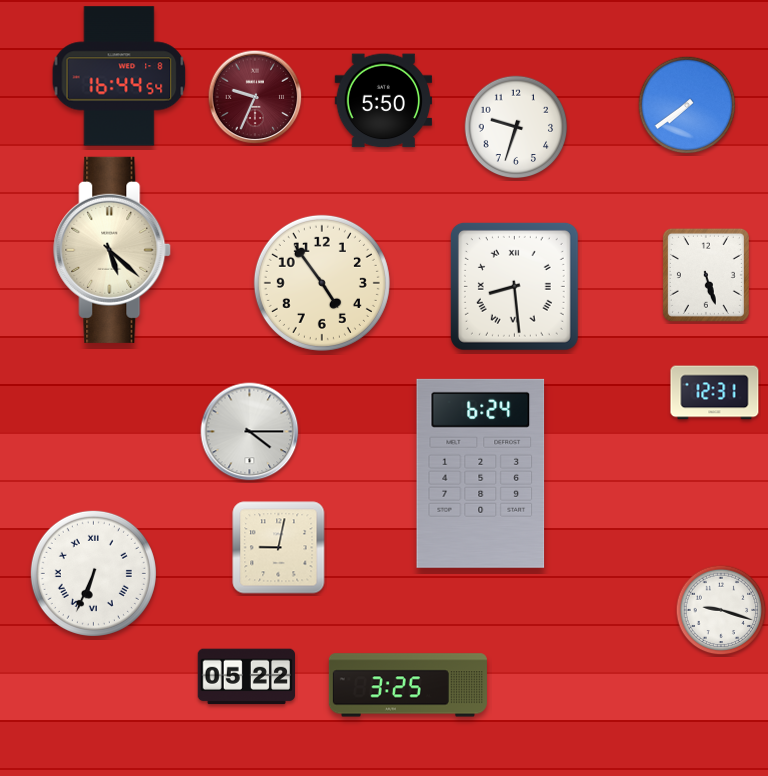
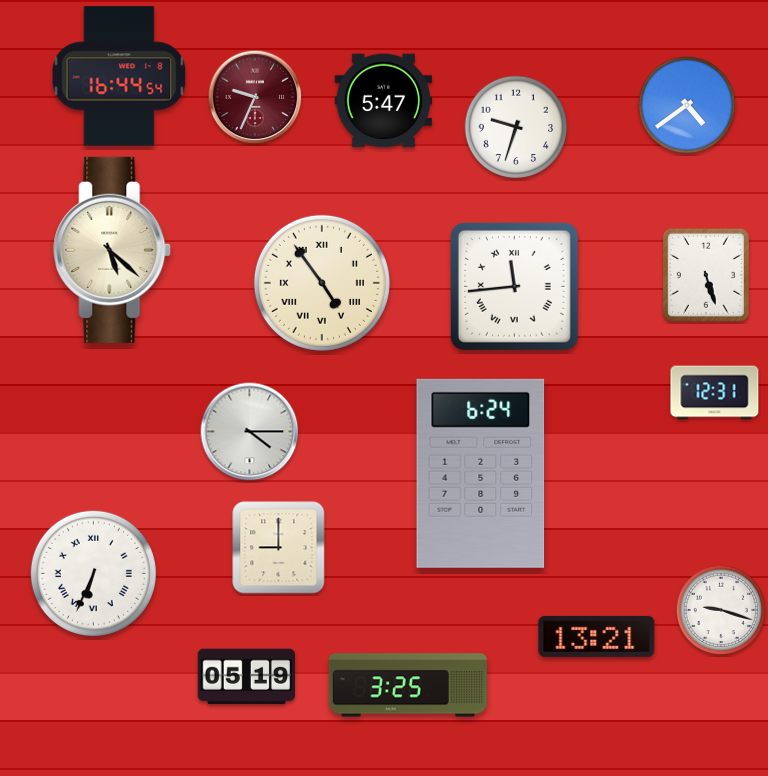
clock at (384, 101): 5:50 -> 5:47
clock at (687, 105): 7:39 -> 4:39
clock at (322, 283) numerals: Arabic -> Roman
clock at (514, 286): 8:29 -> 11:44
clock at (279, 548): 9:02 -> 9:00
clock at (597, 636): none -> 13:21
clock at (247, 677): 05:22 -> 05:19
